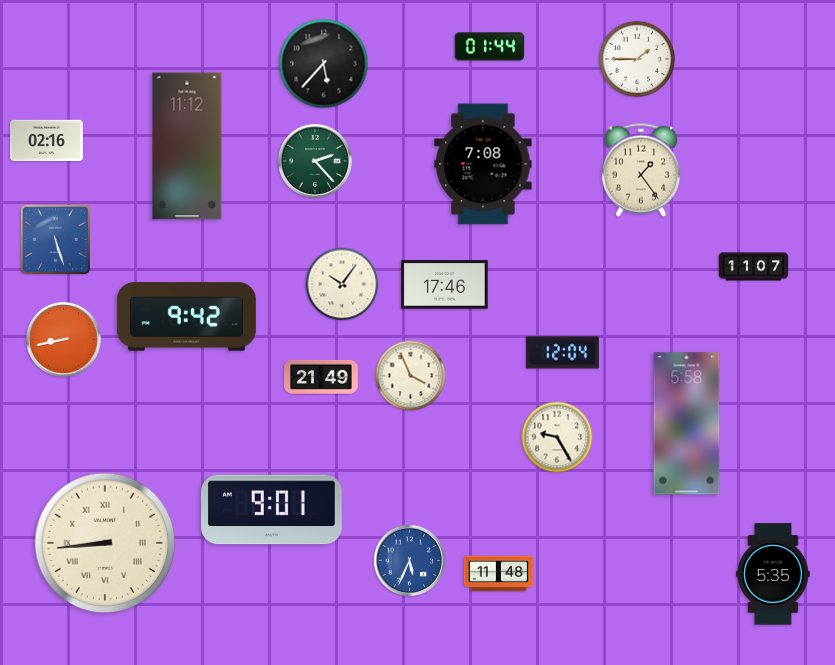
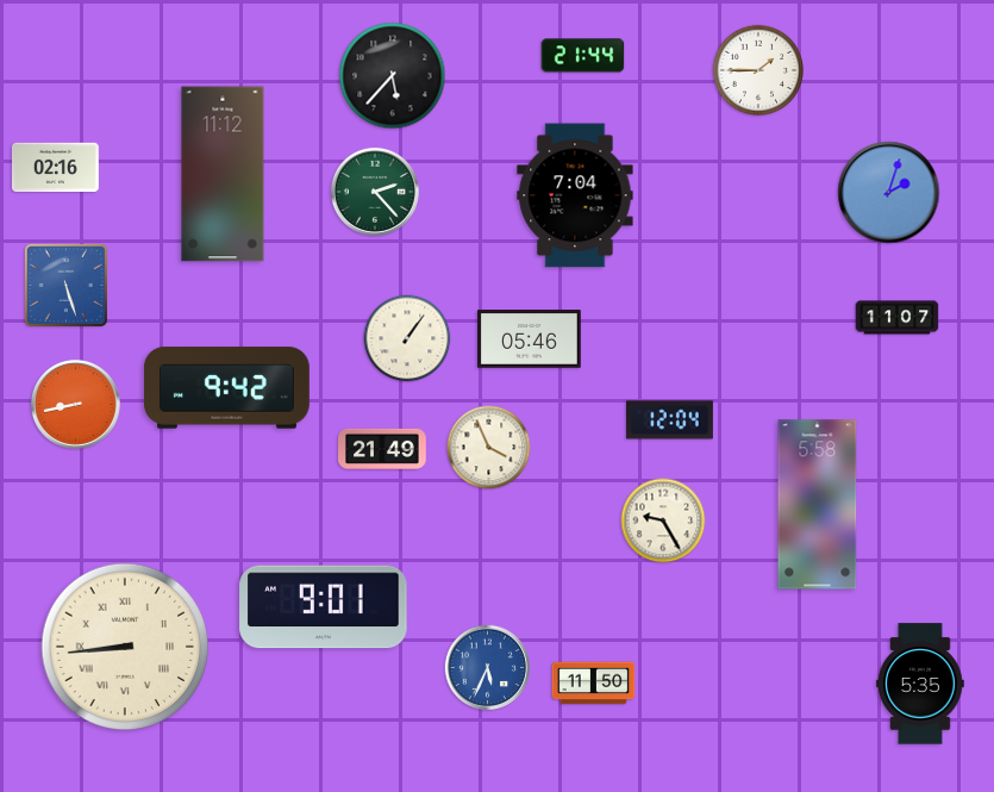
clock at (490, 47): 01:44 -> 21:44
clock at (324, 64) position: (324, 64) -> (393, 76)
clock at (889, 193): none -> 2:03
clock at (483, 164): 7:08 -> 7:04
clock at (641, 170): 1:24 -> none
clock at (342, 284): 10:06 -> 1:06
clock at (445, 285): 17:46 -> 05:46
clock at (186, 317) position: (186, 317) -> (226, 388)
clock at (499, 574): 11:48 -> 11:50
